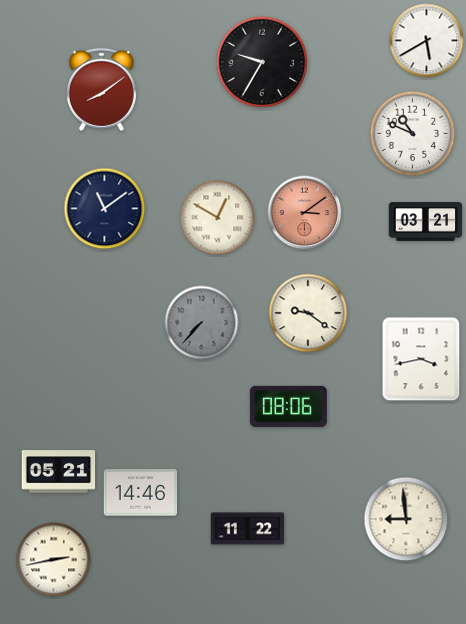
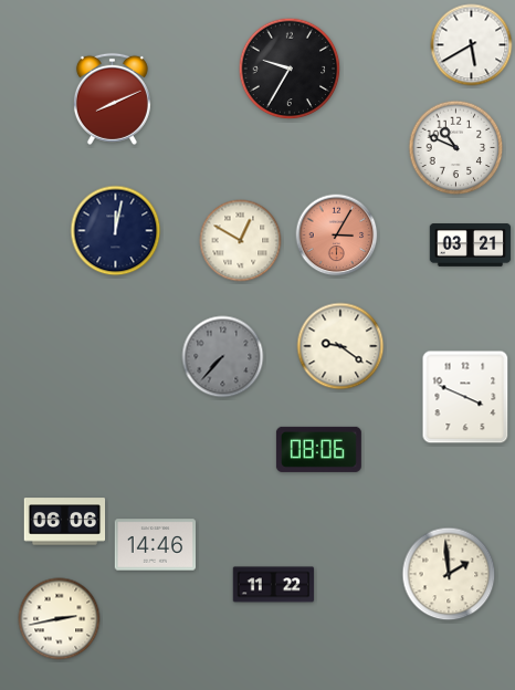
clock at (101, 89): 8:09 -> 8:11
clock at (105, 209): 11:09 -> 12:02
clock at (305, 213): 3:09 -> 3:05
clock at (421, 359): 3:43 -> 3:49
clock at (59, 472): 05:21 -> 06:06
clock at (406, 519): 8:59 -> 1:59
